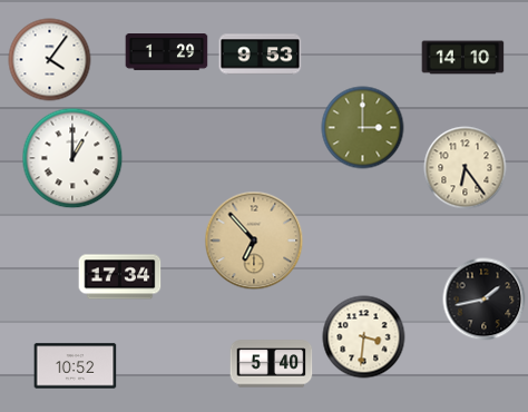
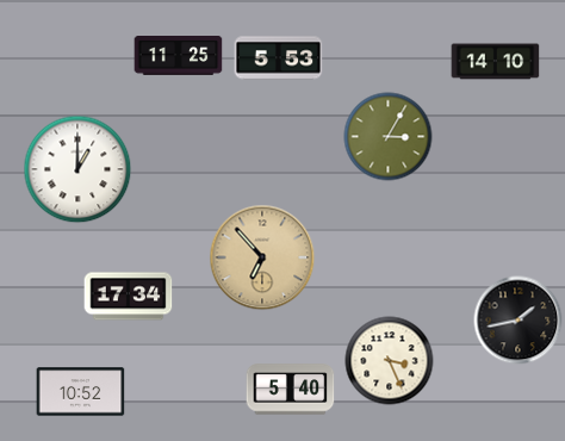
clock at (167, 52): 1:29 -> 11:25
clock at (261, 55): 9:53 -> 5:53
clock at (50, 60): 4:06 -> none
clock at (363, 128): 3:00 -> 3:05
clock at (466, 168): 6:24 -> none
clock at (254, 241) position: (254, 241) -> (262, 257)
clock at (364, 337): 3:31 -> 3:26
